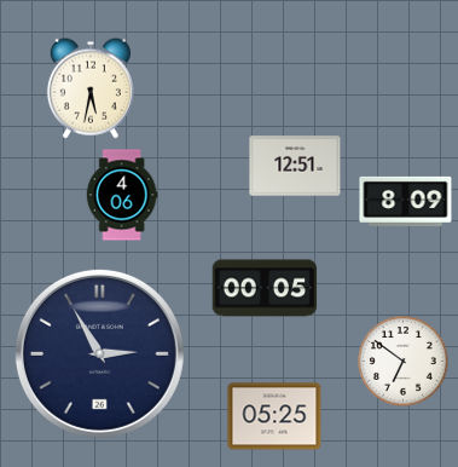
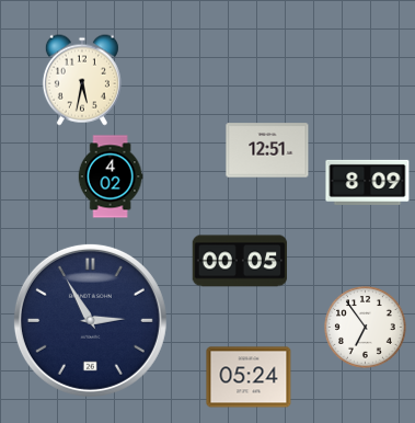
clock at (122, 195): 4:06 -> 4:02
clock at (404, 362): 6:51 -> 6:54
clock at (274, 416): 05:25 -> 05:24
